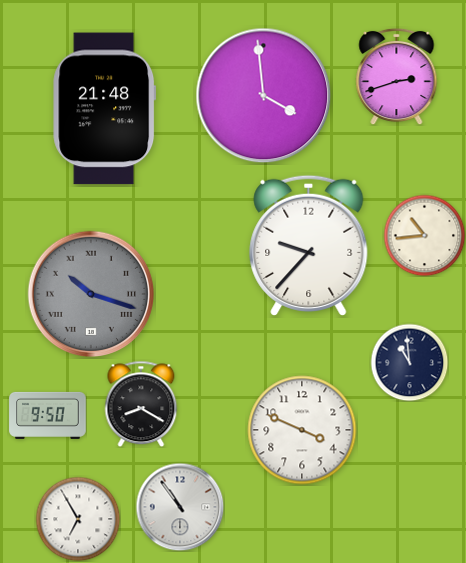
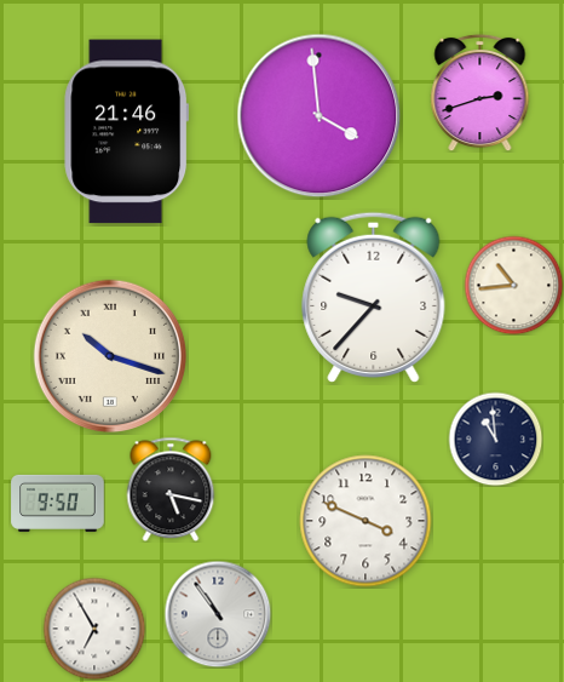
clock at (105, 109): 21:48 -> 21:46
clock at (90, 293) dial: grey -> cream
clock at (141, 404): 8:20 -> 5:17
